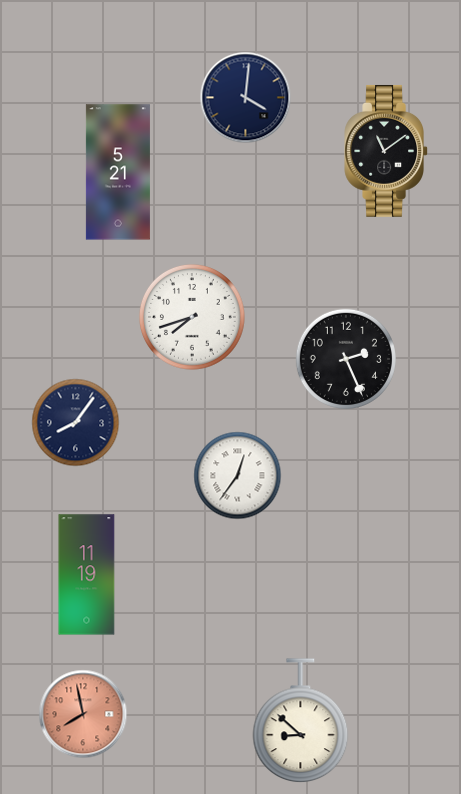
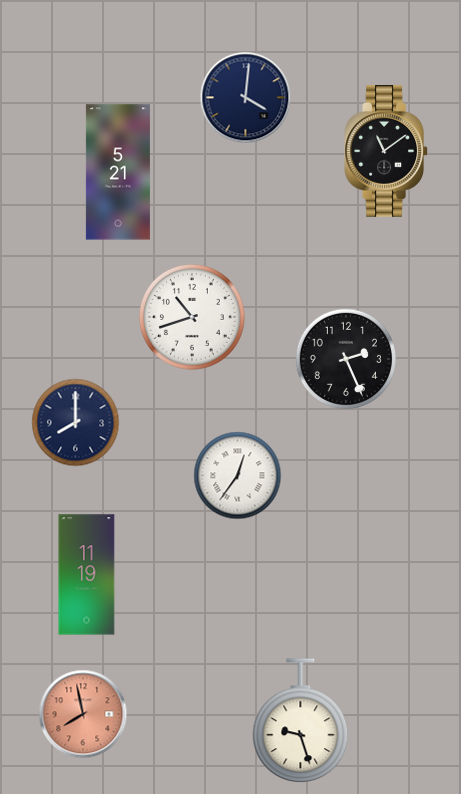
clock at (192, 317): 7:42 -> 10:42
clock at (76, 423): 8:06 -> 8:00
clock at (301, 721): 8:52 -> 9:27
